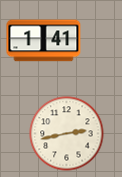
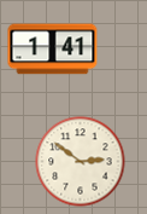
clock at (67, 134): 2:43 -> 2:51
